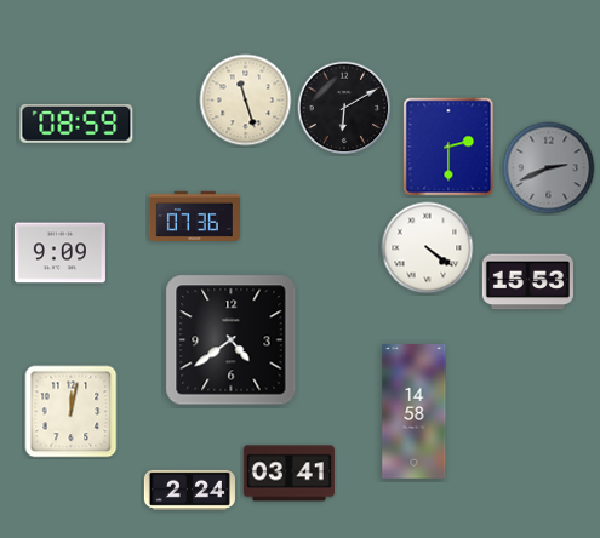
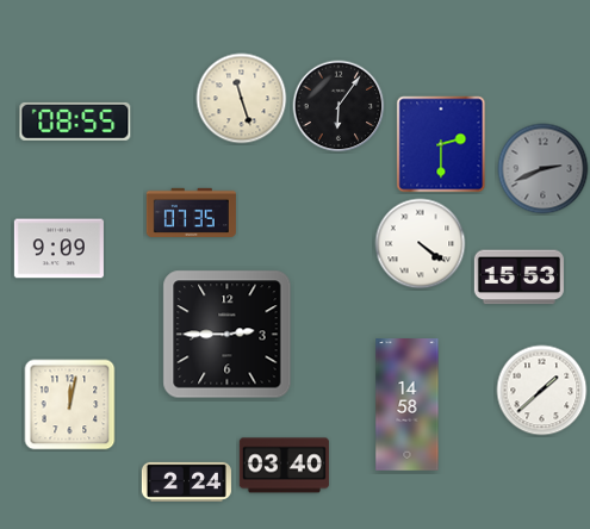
clock at (344, 108): 6:10 -> 6:06
clock at (76, 124): 08:59 -> 08:55
clock at (549, 168) position: (549, 168) -> (544, 169)
clock at (194, 216): 07:36 -> 07:35
clock at (232, 340): 4:39 -> 2:45
clock at (542, 391): none -> 1:38
clock at (288, 474): 03:41 -> 03:40
